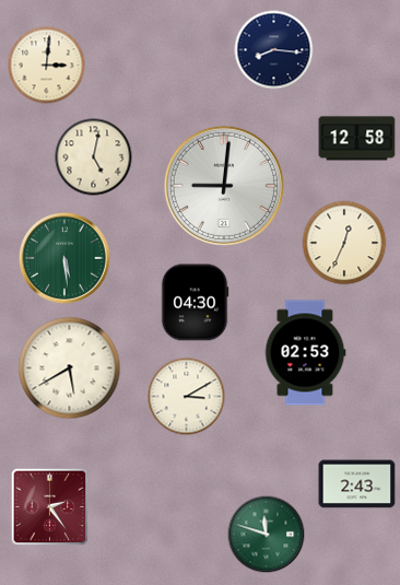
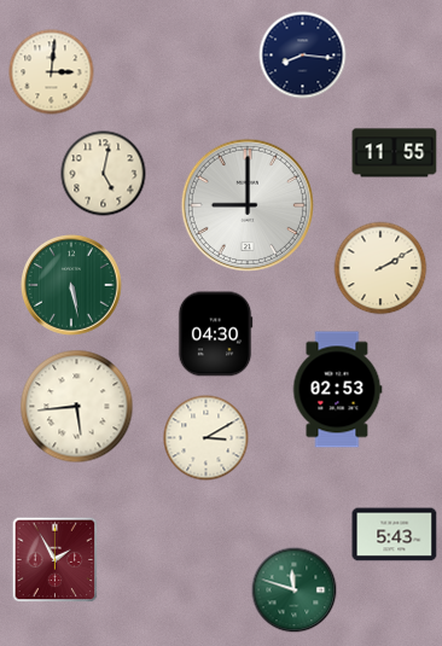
clock at (357, 139): 12:58 -> 11:55
clock at (224, 186): 9:01 -> 9:00
clock at (344, 243): 12:34 -> 2:10
clock at (66, 259): 5:29 -> 5:28
clock at (70, 368): 5:40 -> 5:44
clock at (357, 484): 2:43 -> 5:43
clock at (50, 507): 2:24 -> 1:55
